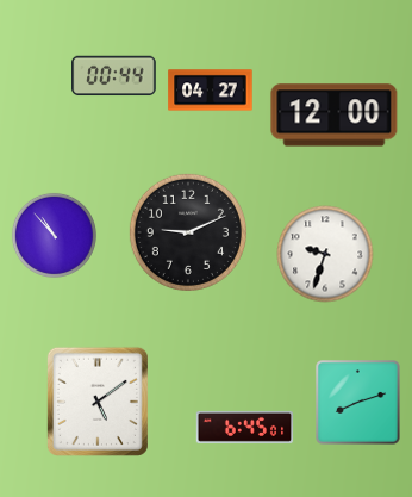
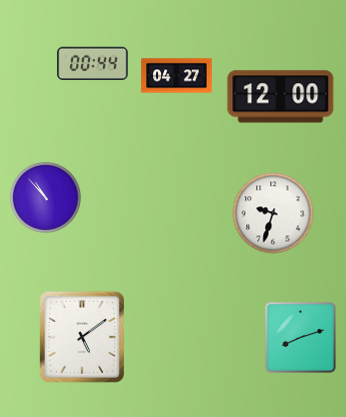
clock at (114, 76) position: (114, 76) -> (93, 64)
clock at (188, 232): 9:11 -> none
clock at (245, 427): 6:45 -> none
